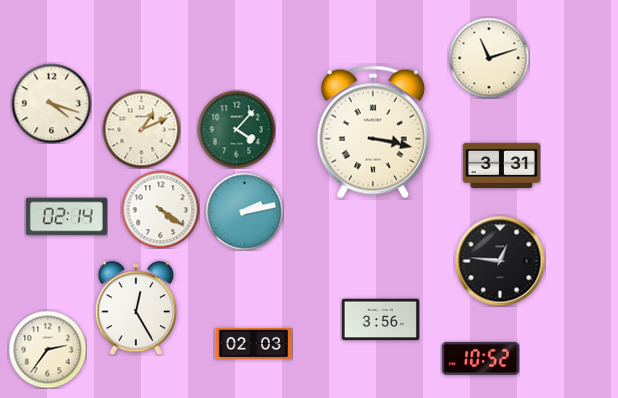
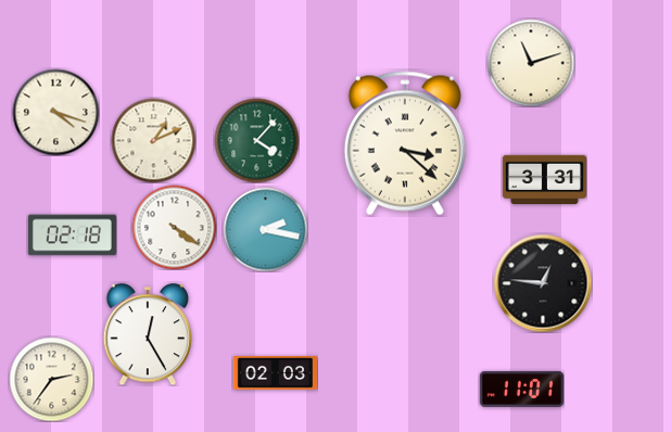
clock at (373, 132): 3:17 -> 3:22
clock at (244, 211): 2:13 -> 2:17
clock at (66, 217): 02:14 -> 02:18
clock at (380, 320): 3:56 -> none
clock at (480, 358): 10:52 -> 11:01
